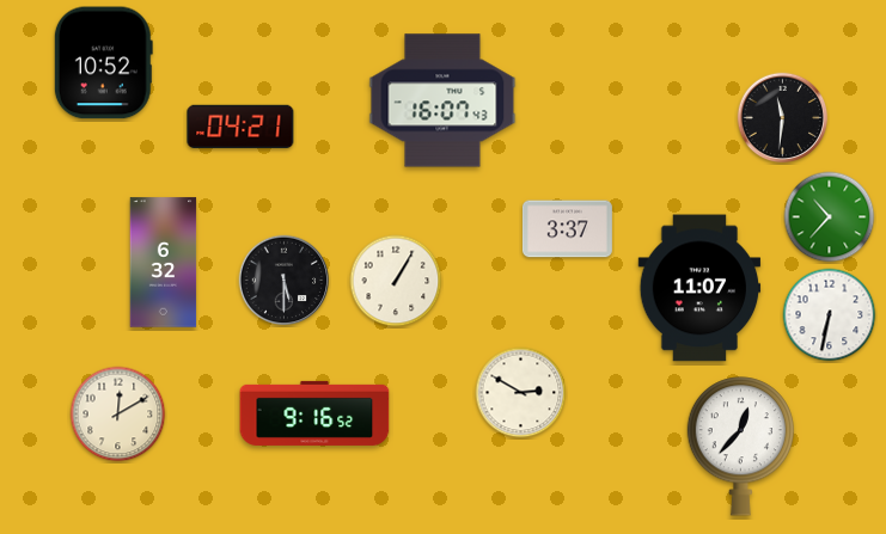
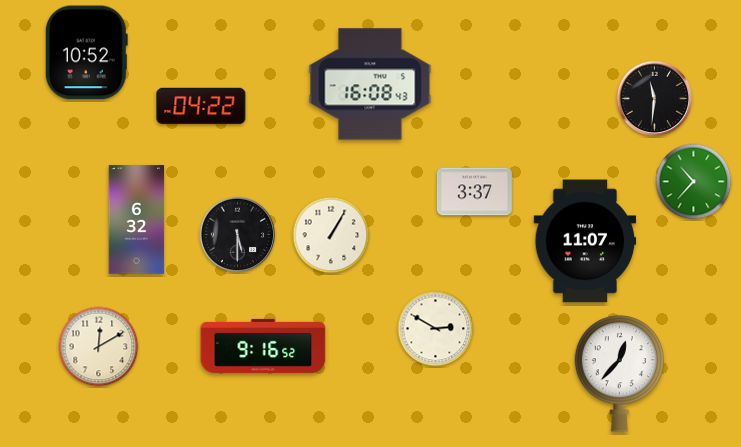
clock at (442, 100): 16:07 -> 16:08
clock at (240, 125): 04:21 -> 04:22
clock at (830, 315): 6:32 -> none
